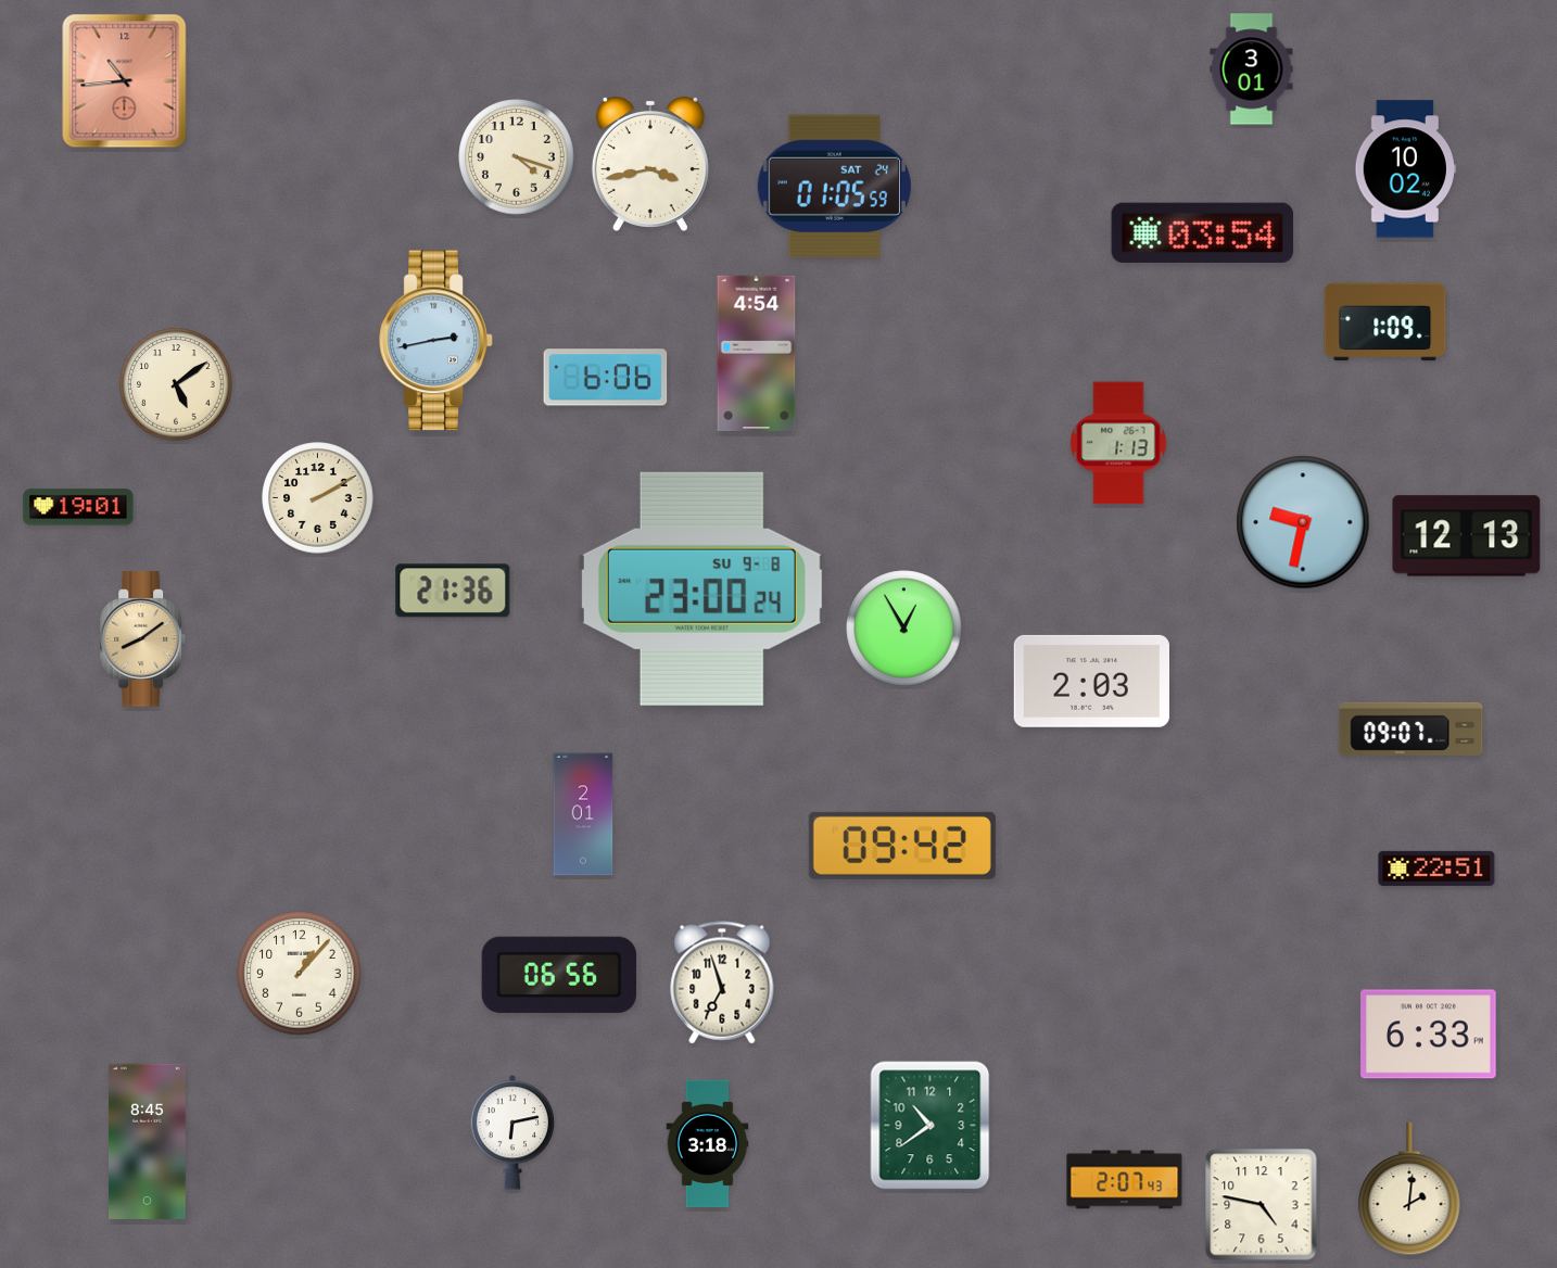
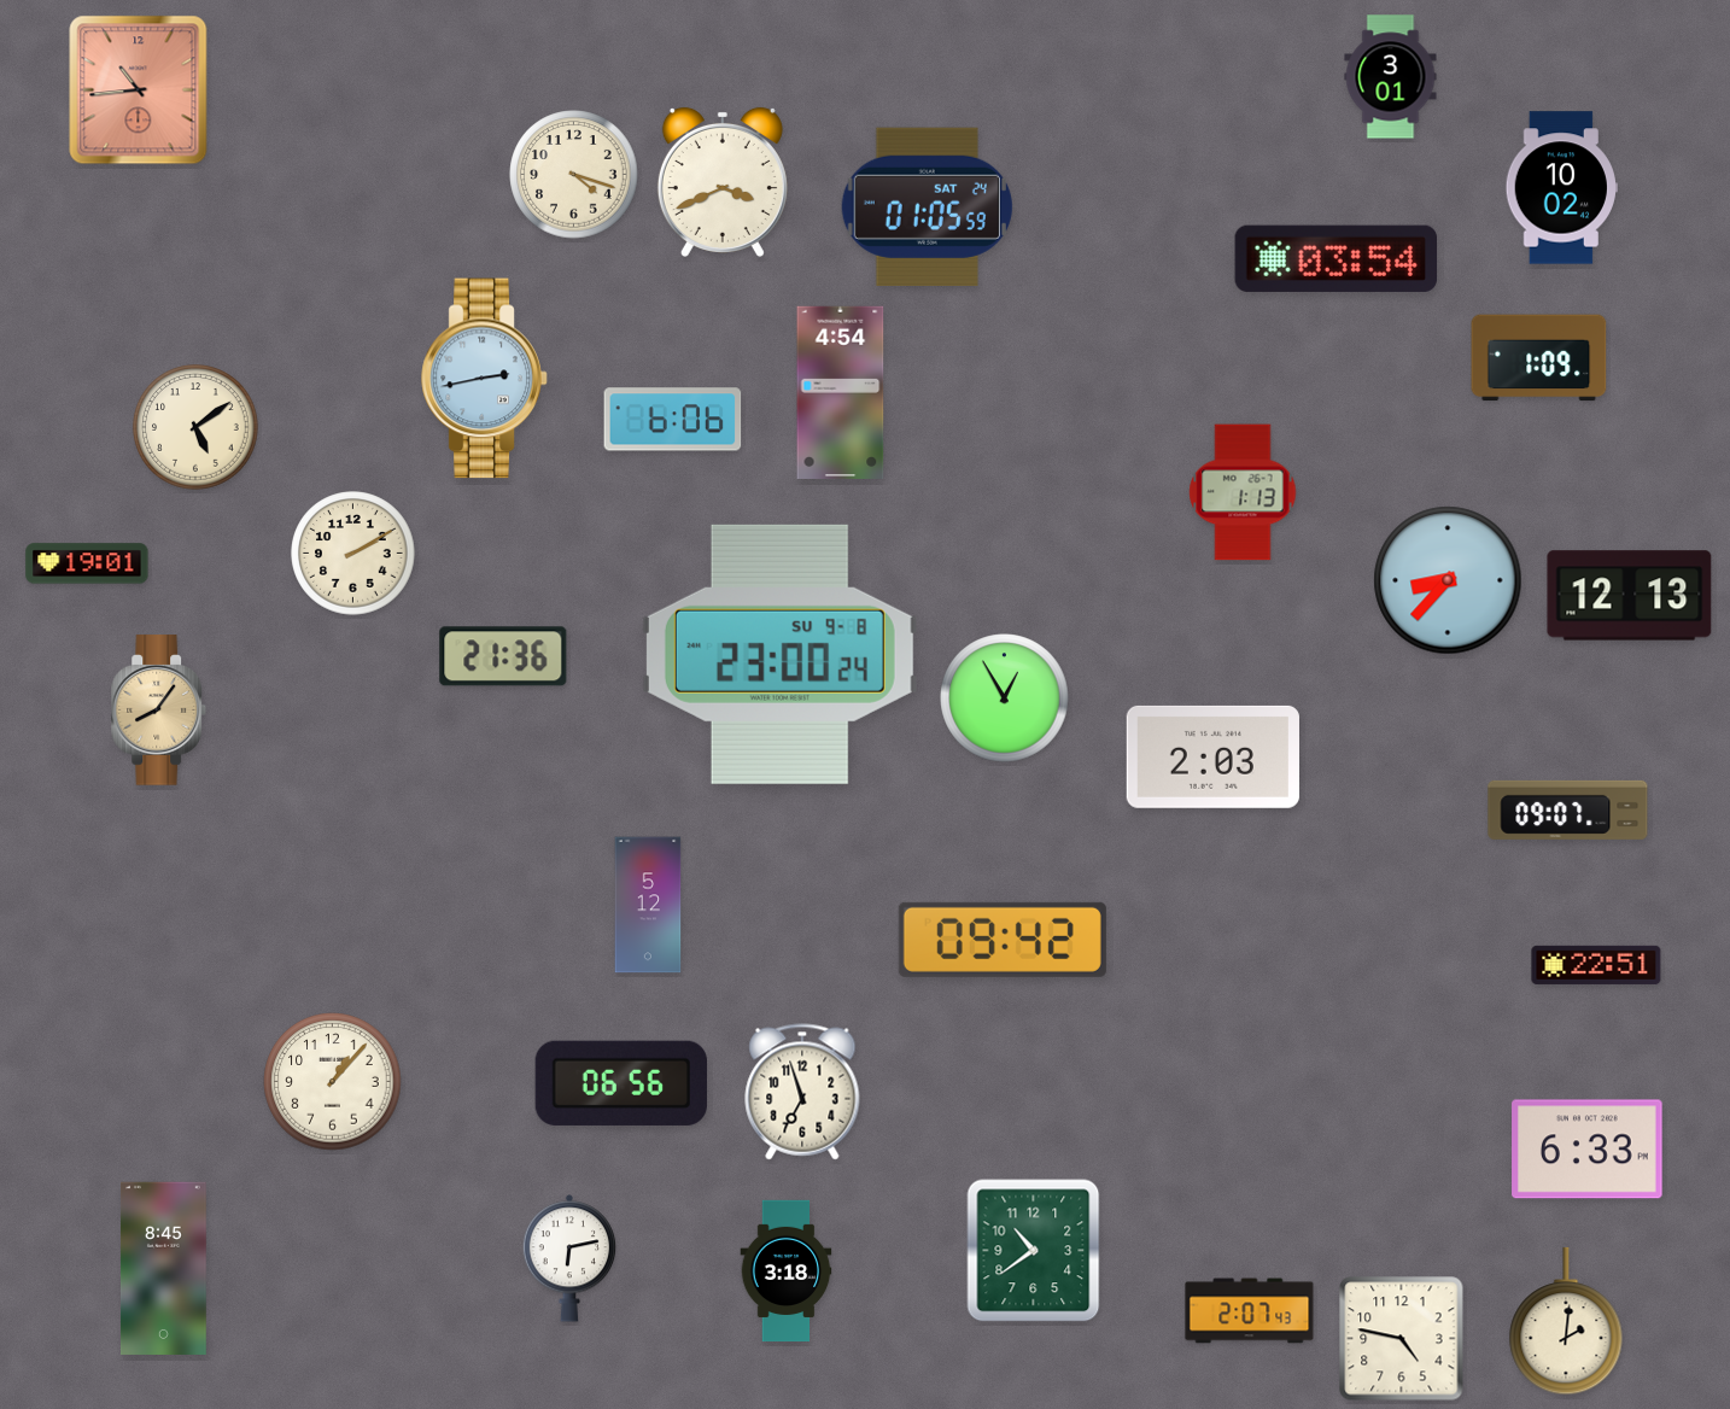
clock at (650, 164): 3:43 -> 3:41
clock at (1303, 522): 9:32 -> 8:37
clock at (143, 639): 8:09 -> 8:06
clock at (583, 814): 2:01 -> 5:12
